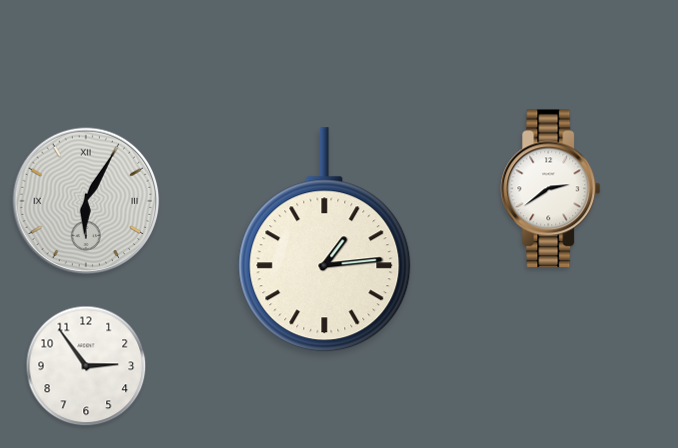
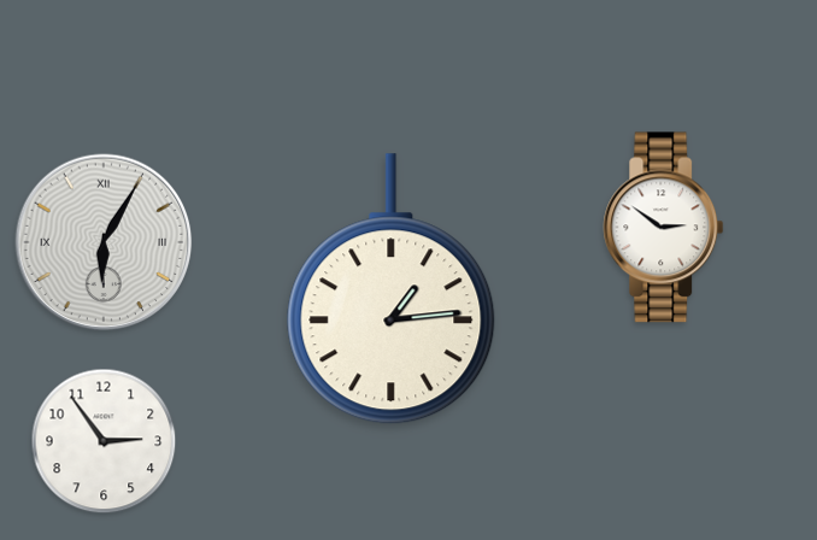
clock at (551, 189): 2:39 -> 2:51
